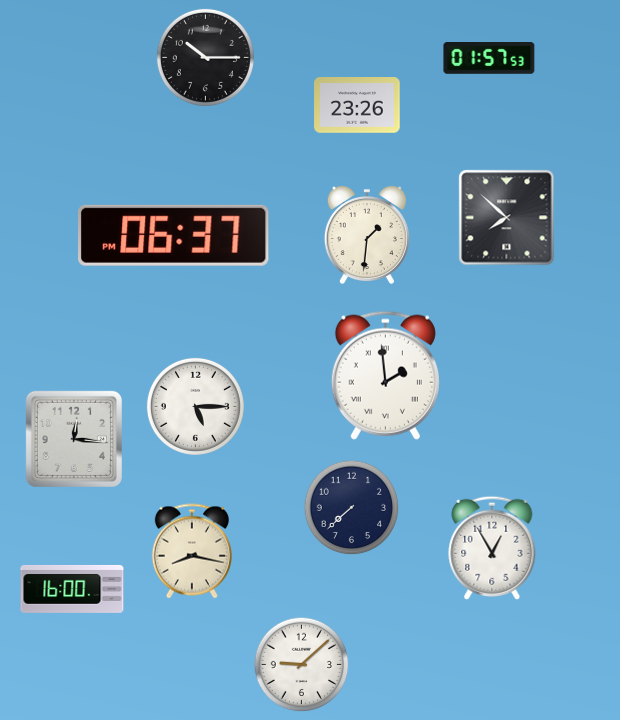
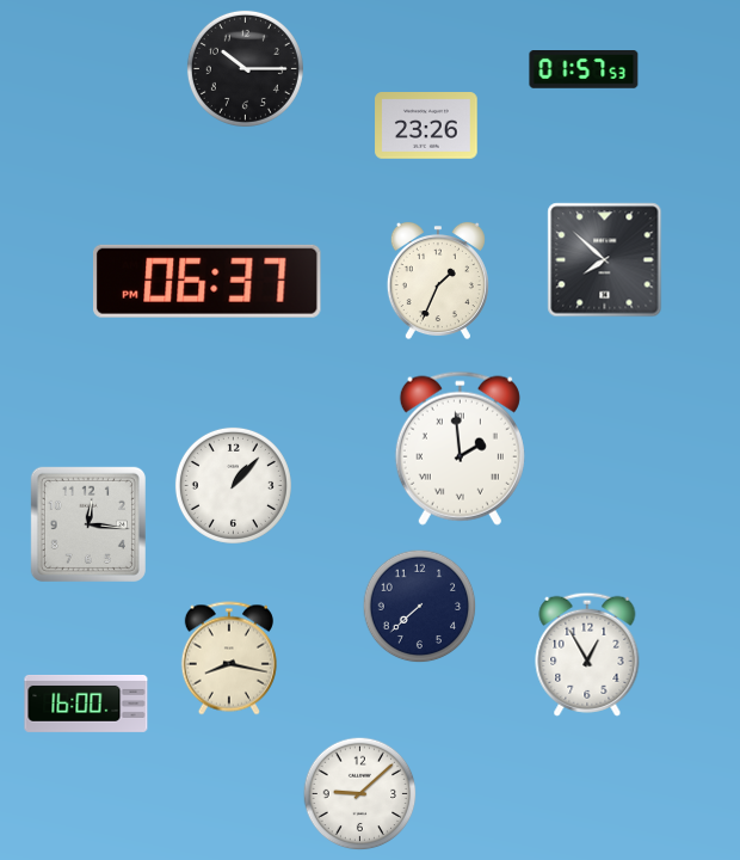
clock at (367, 235): 1:31 -> 1:34
clock at (195, 406): 5:15 -> 1:07
